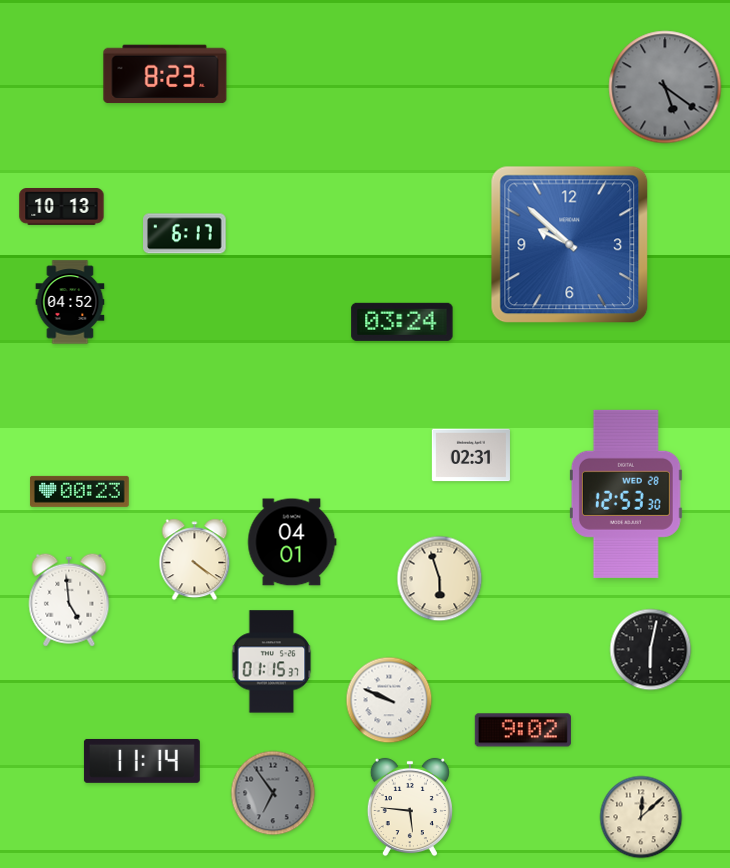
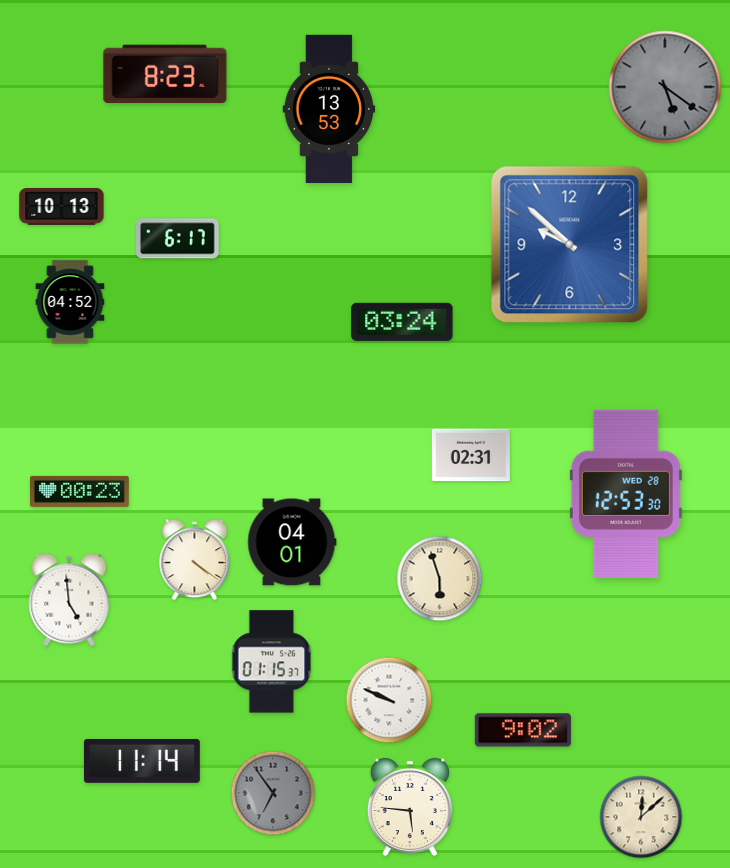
clock at (329, 108): none -> 13:53
clock at (185, 234) position: (185, 234) -> (178, 239)
clock at (651, 650): 6:02 -> none
